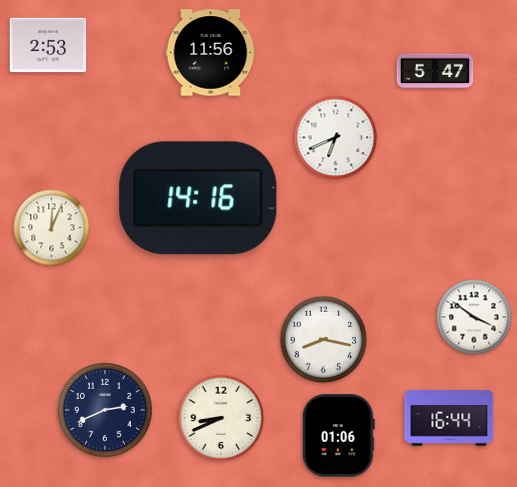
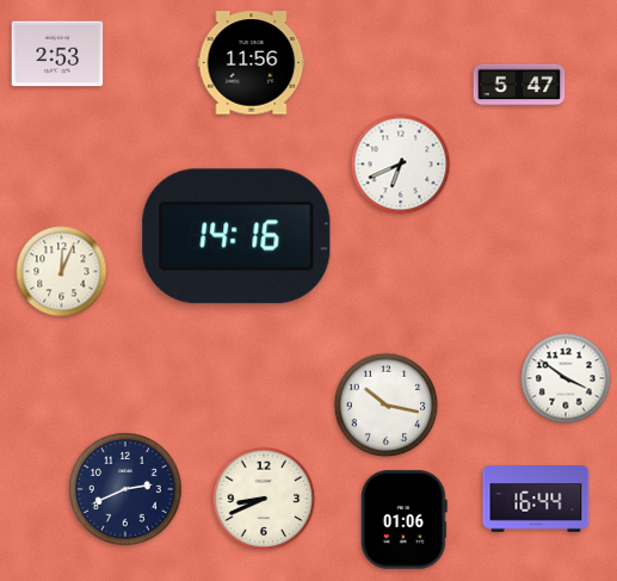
clock at (324, 340): 8:17 -> 10:17
